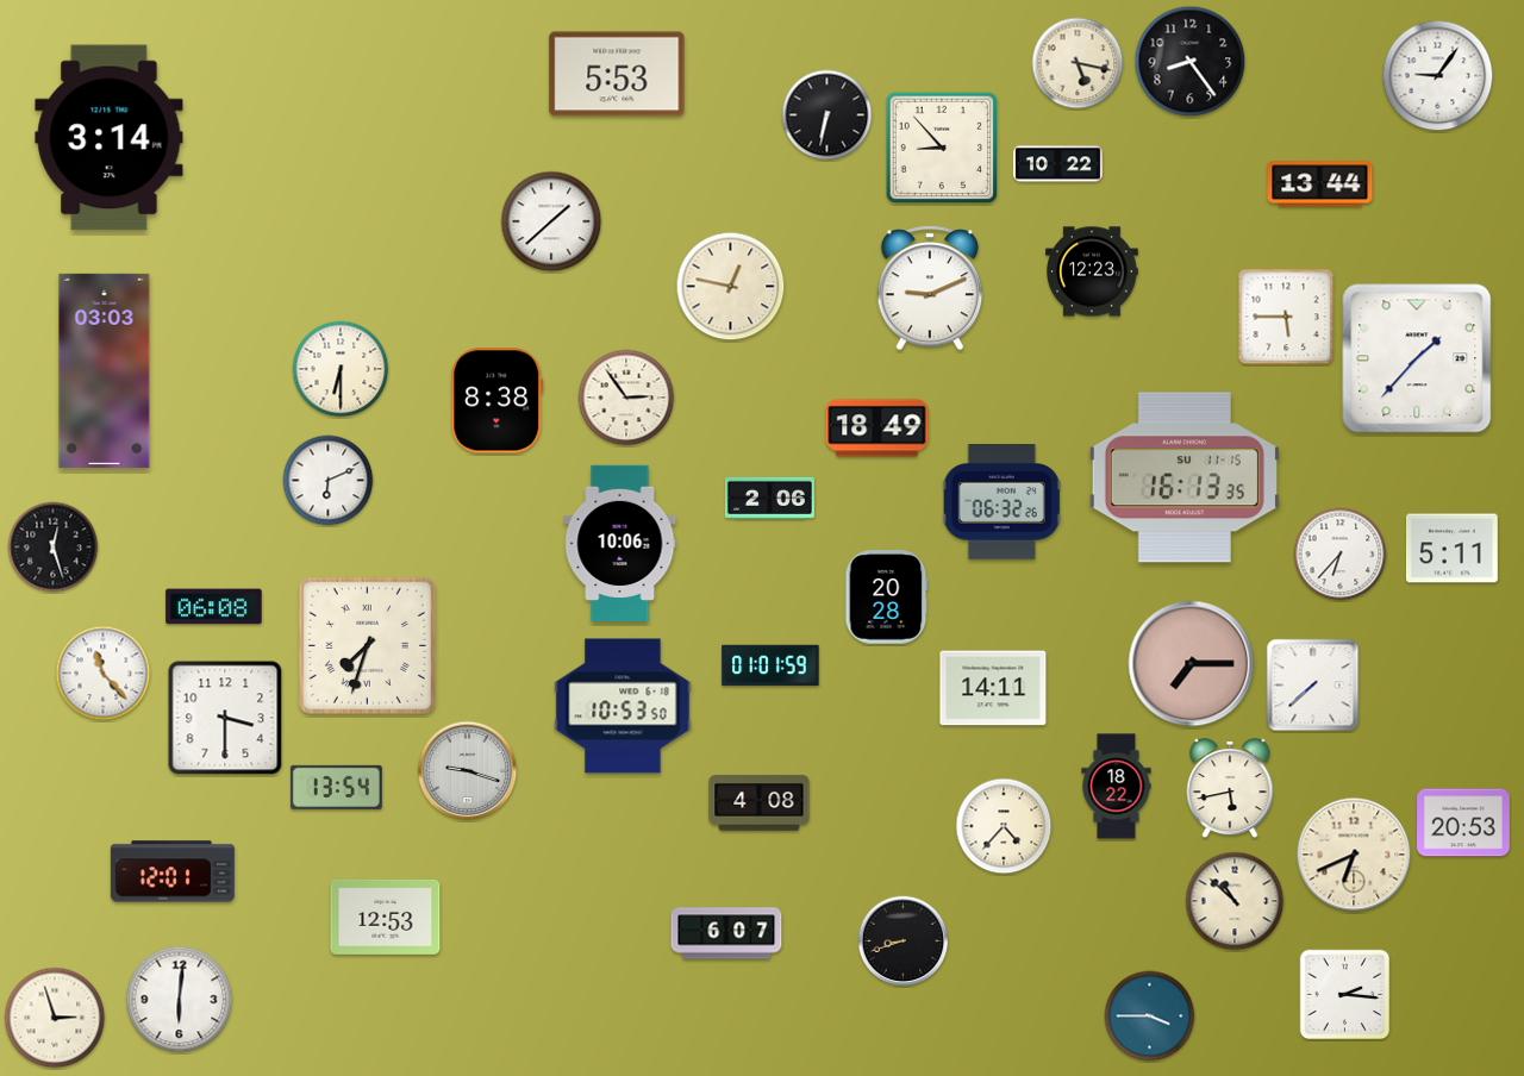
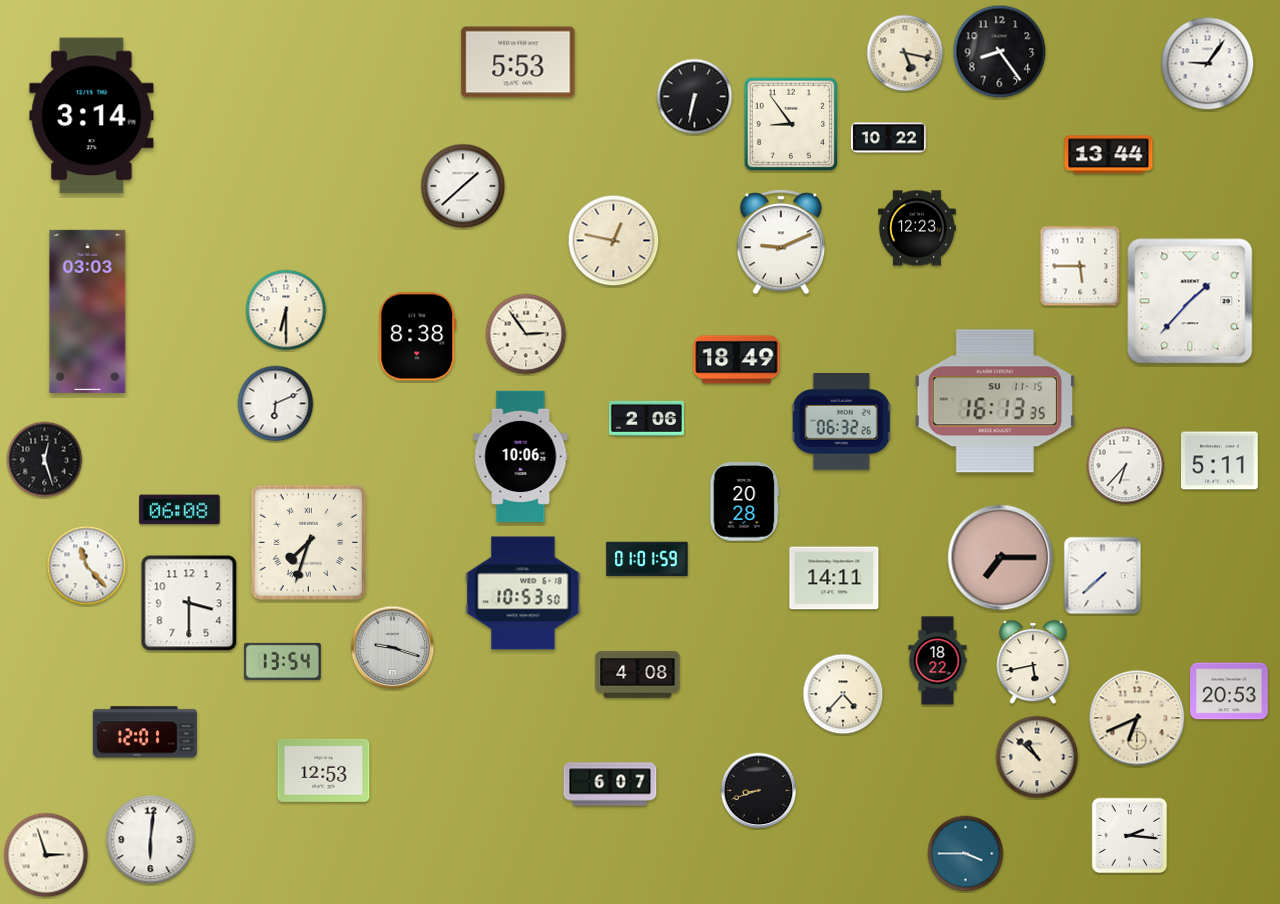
clock at (941, 146): 8:53 -> 8:54
